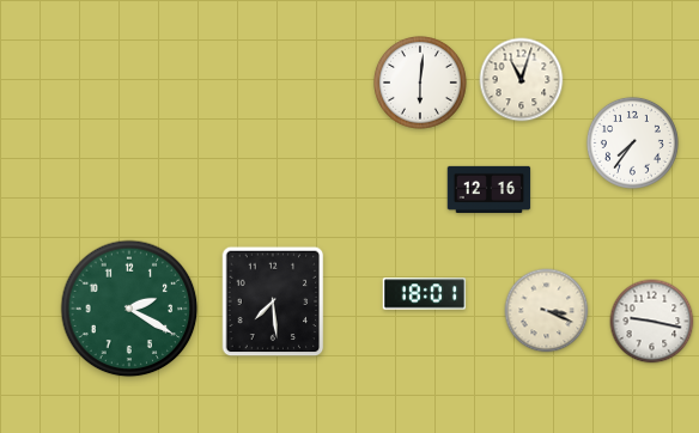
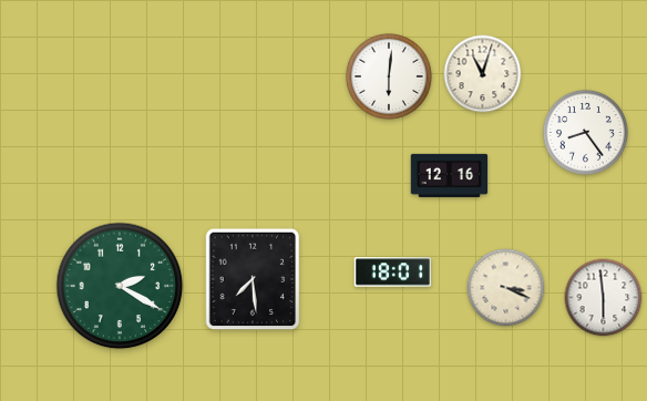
clock at (632, 142): 7:36 -> 8:24
clock at (490, 189) position: (490, 189) -> (450, 175)
clock at (652, 322): 9:17 -> 5:59
